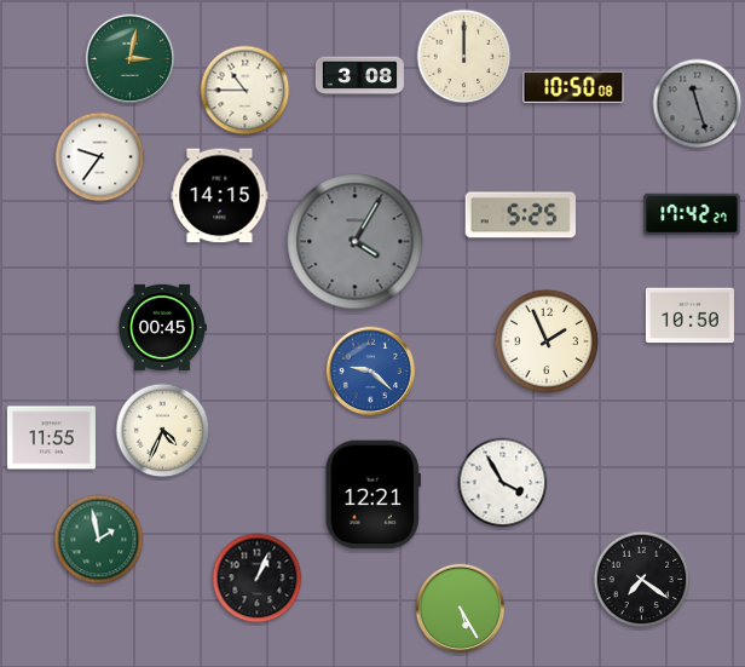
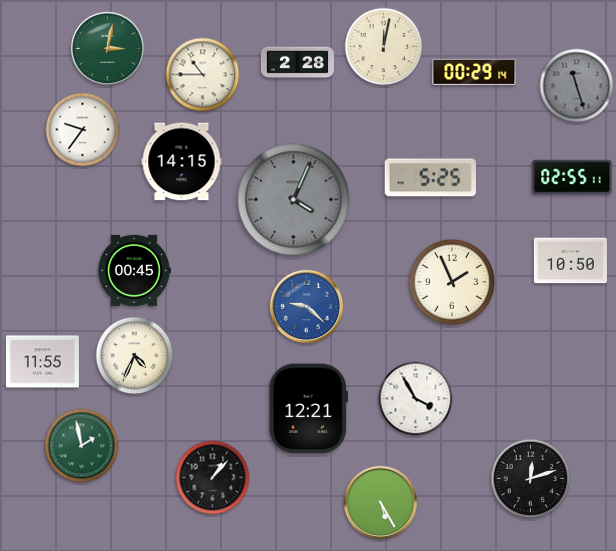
clock at (464, 57): 12:00 -> 12:02
clock at (359, 76): 3:08 -> 2:28
clock at (573, 87): 10:50 -> 00:29
clock at (692, 214): 17:42 -> 02:55
clock at (356, 242): 4:05 -> 4:04
clock at (258, 579): 1:04 -> 1:07
clock at (642, 580): 7:21 -> 12:12
